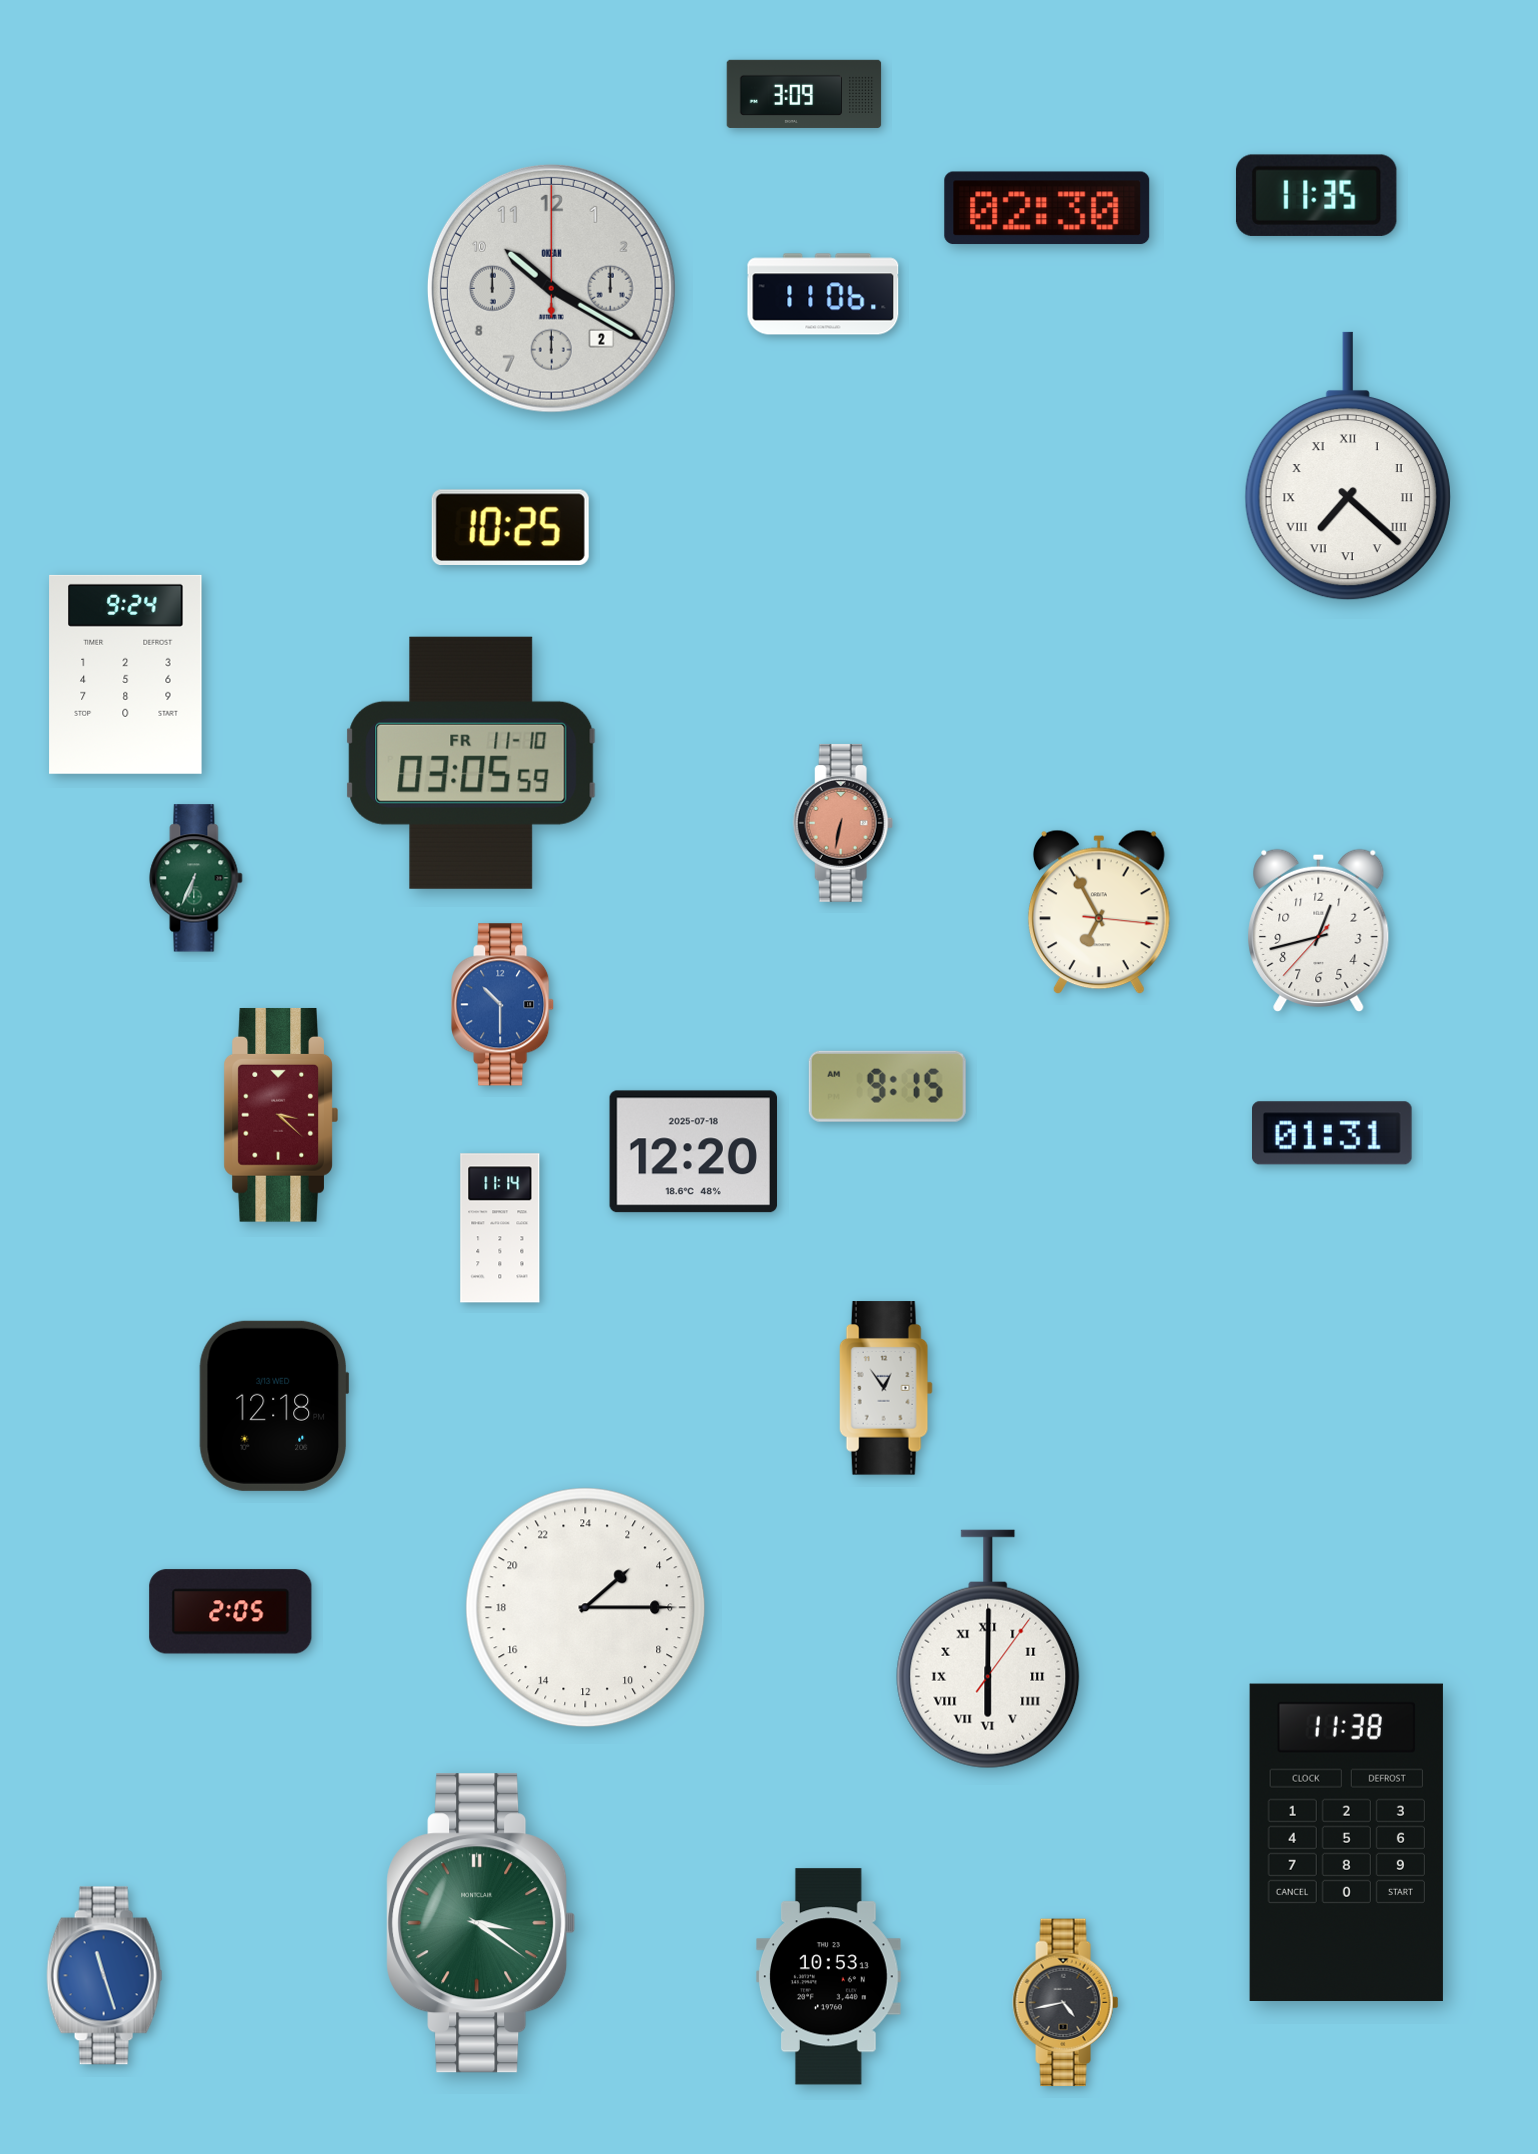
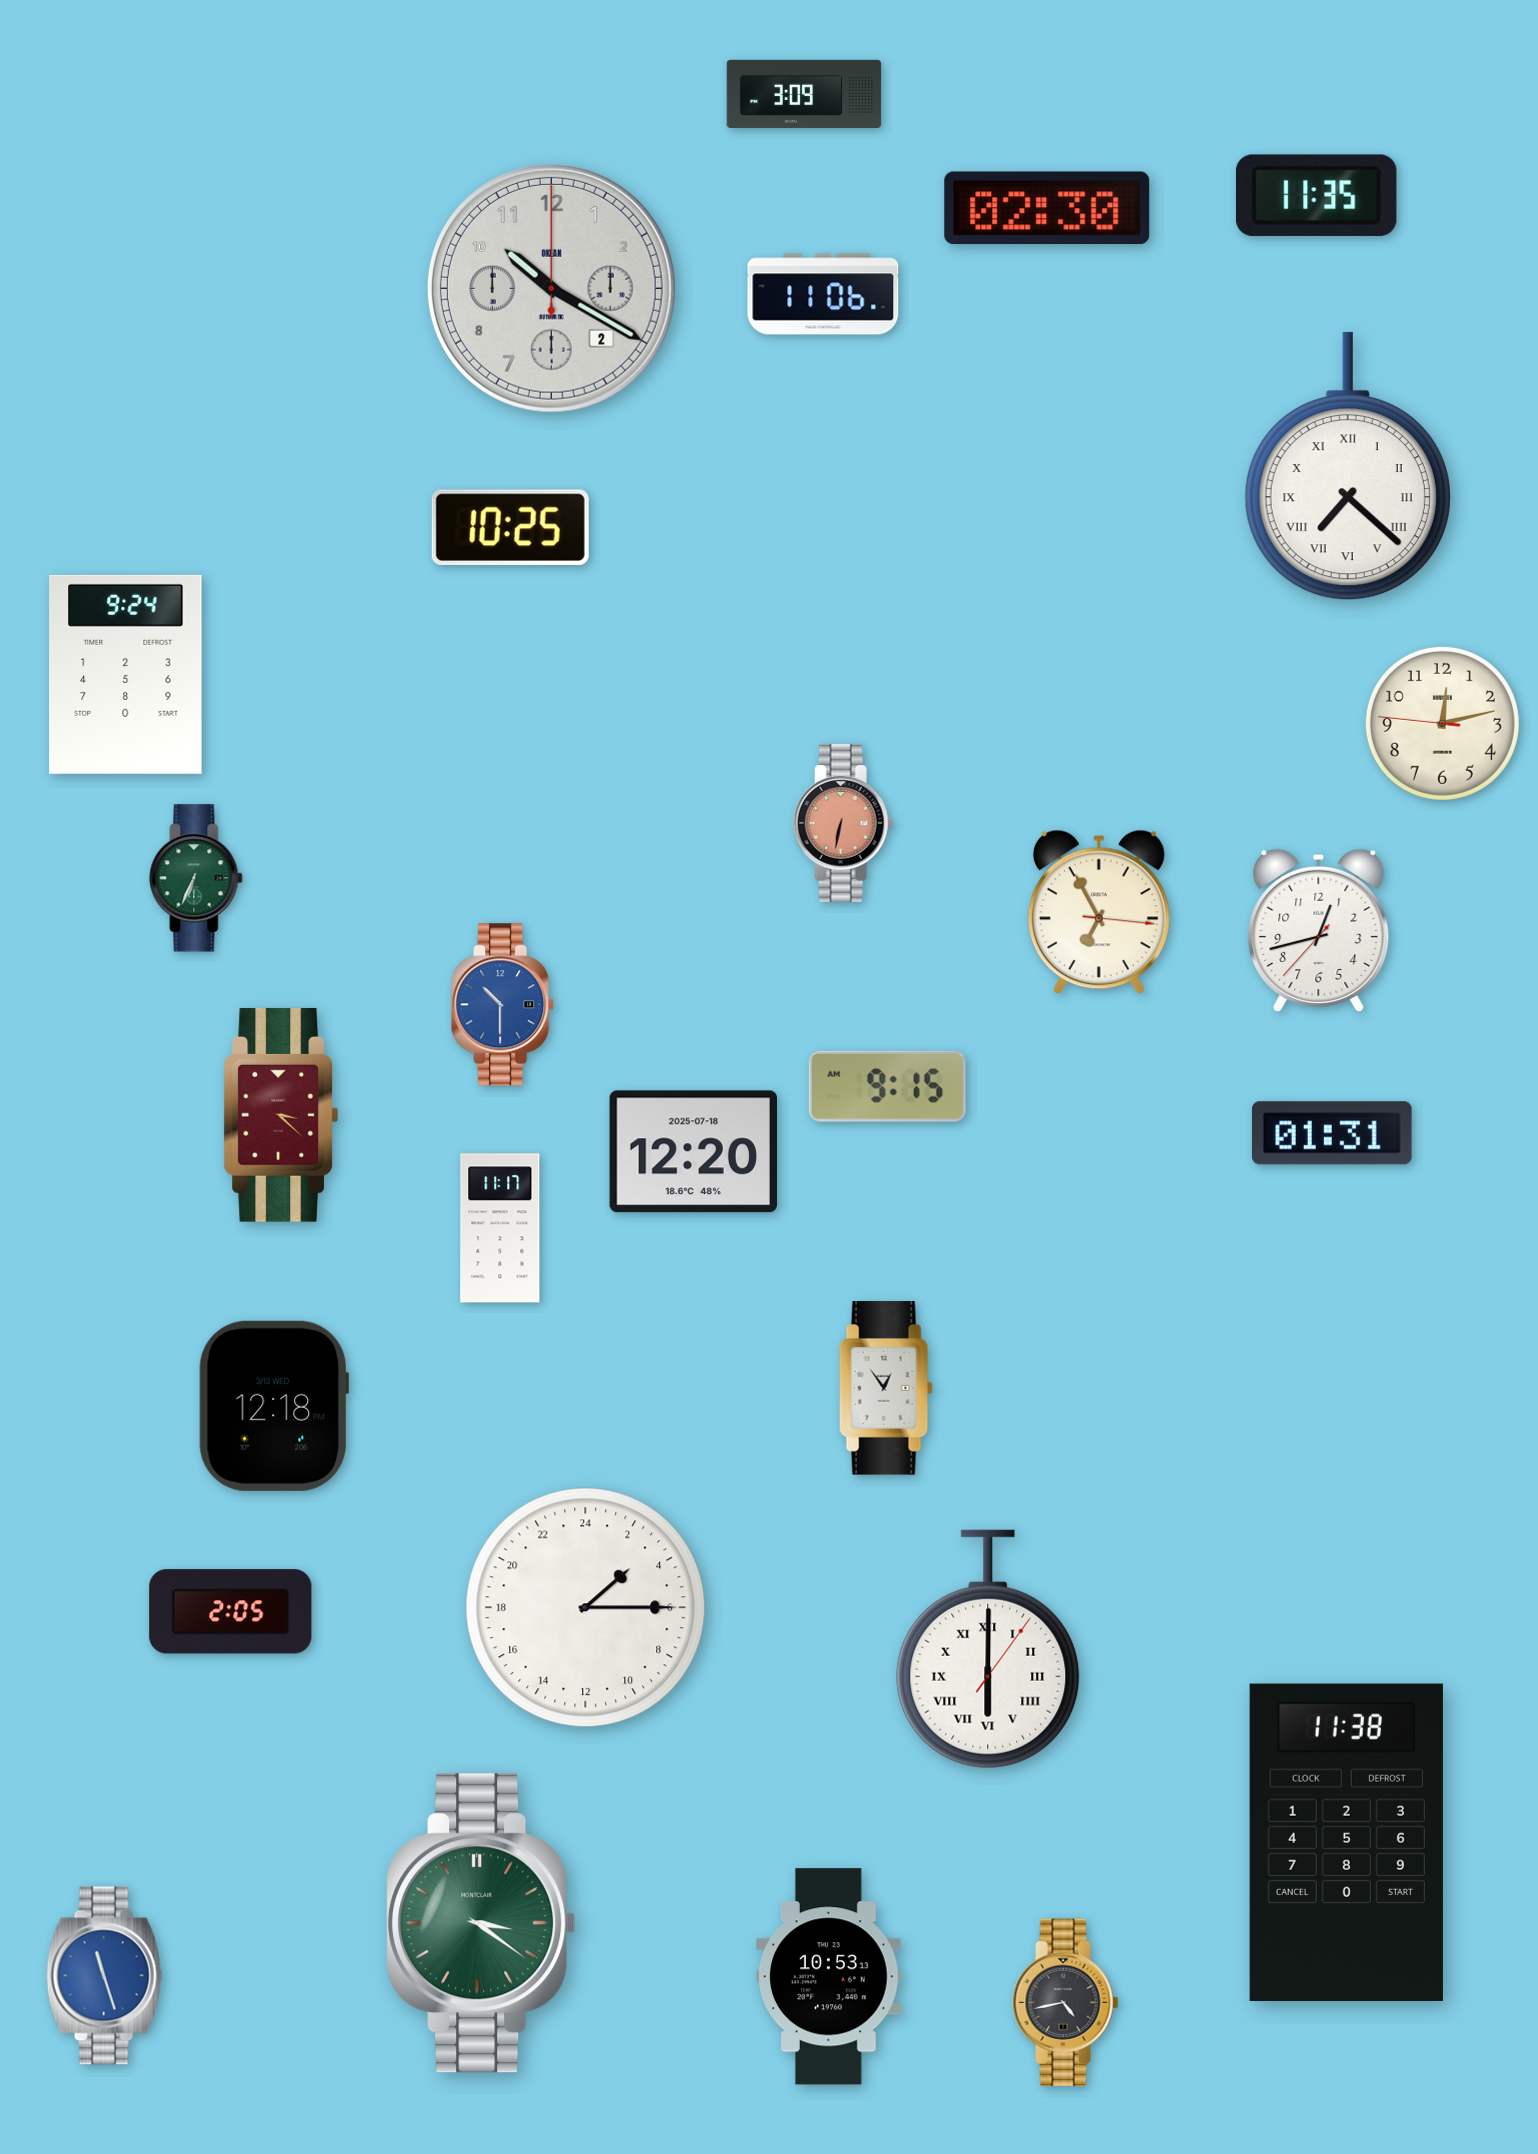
clock at (1442, 723): none -> 12:12
clock at (471, 763): 03:05 -> none
clock at (500, 1228): 11:14 -> 11:17
